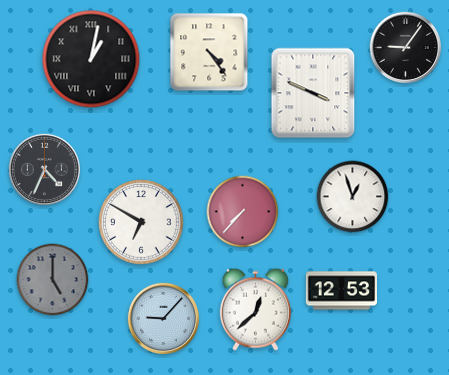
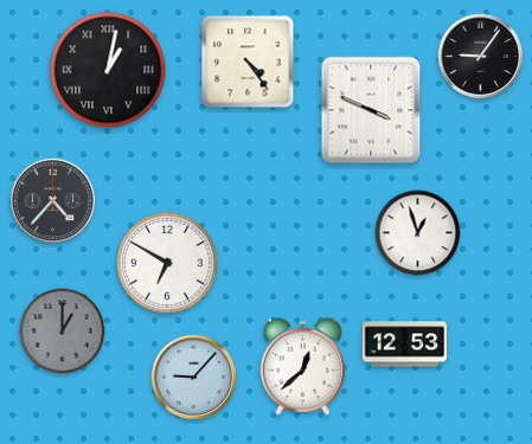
clock at (44, 169): 4:34 -> 4:37
clock at (243, 212): 7:37 -> none
clock at (53, 280): 5:00 -> 1:00
